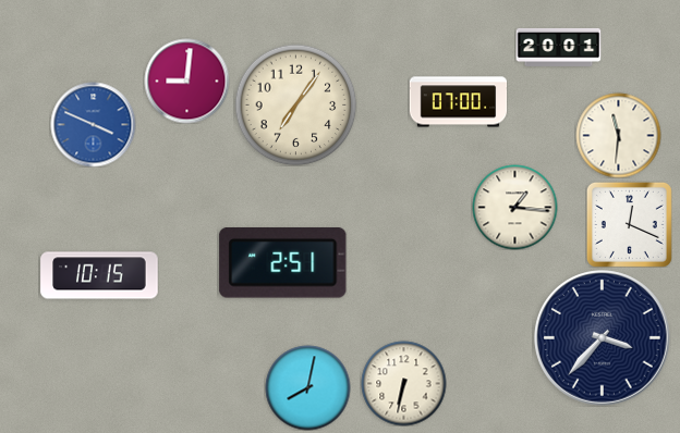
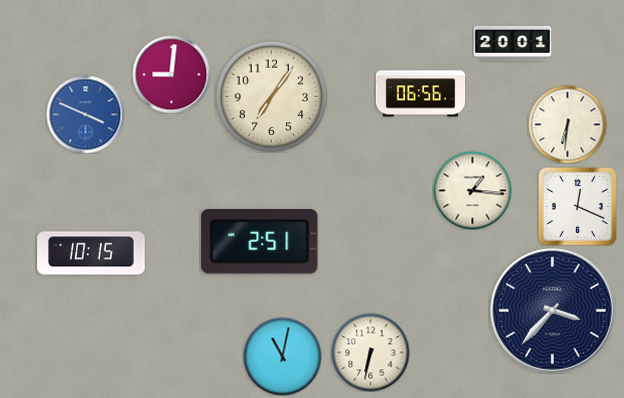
clock at (458, 102): 07:00 -> 06:56
clock at (618, 135): 11:31 -> 6:31
clock at (307, 387): 8:02 -> 11:02
